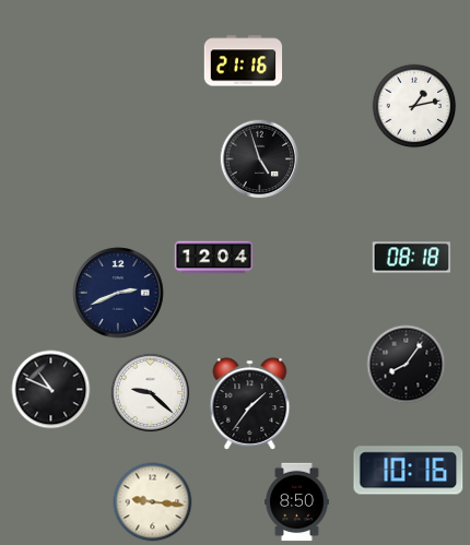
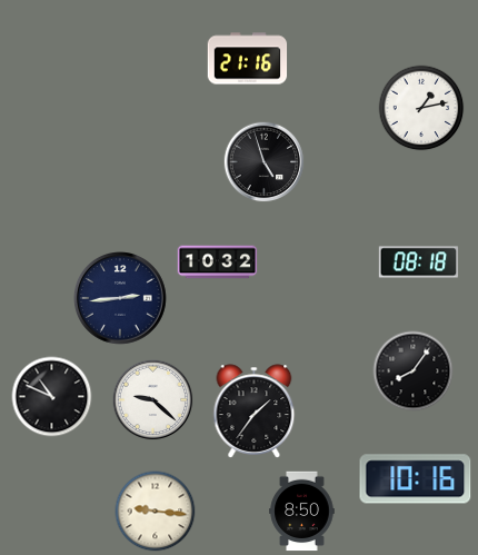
clock at (244, 61) position: (244, 61) -> (248, 59)
clock at (214, 258): 12:04 -> 10:32
clock at (119, 294): 2:41 -> 2:44
